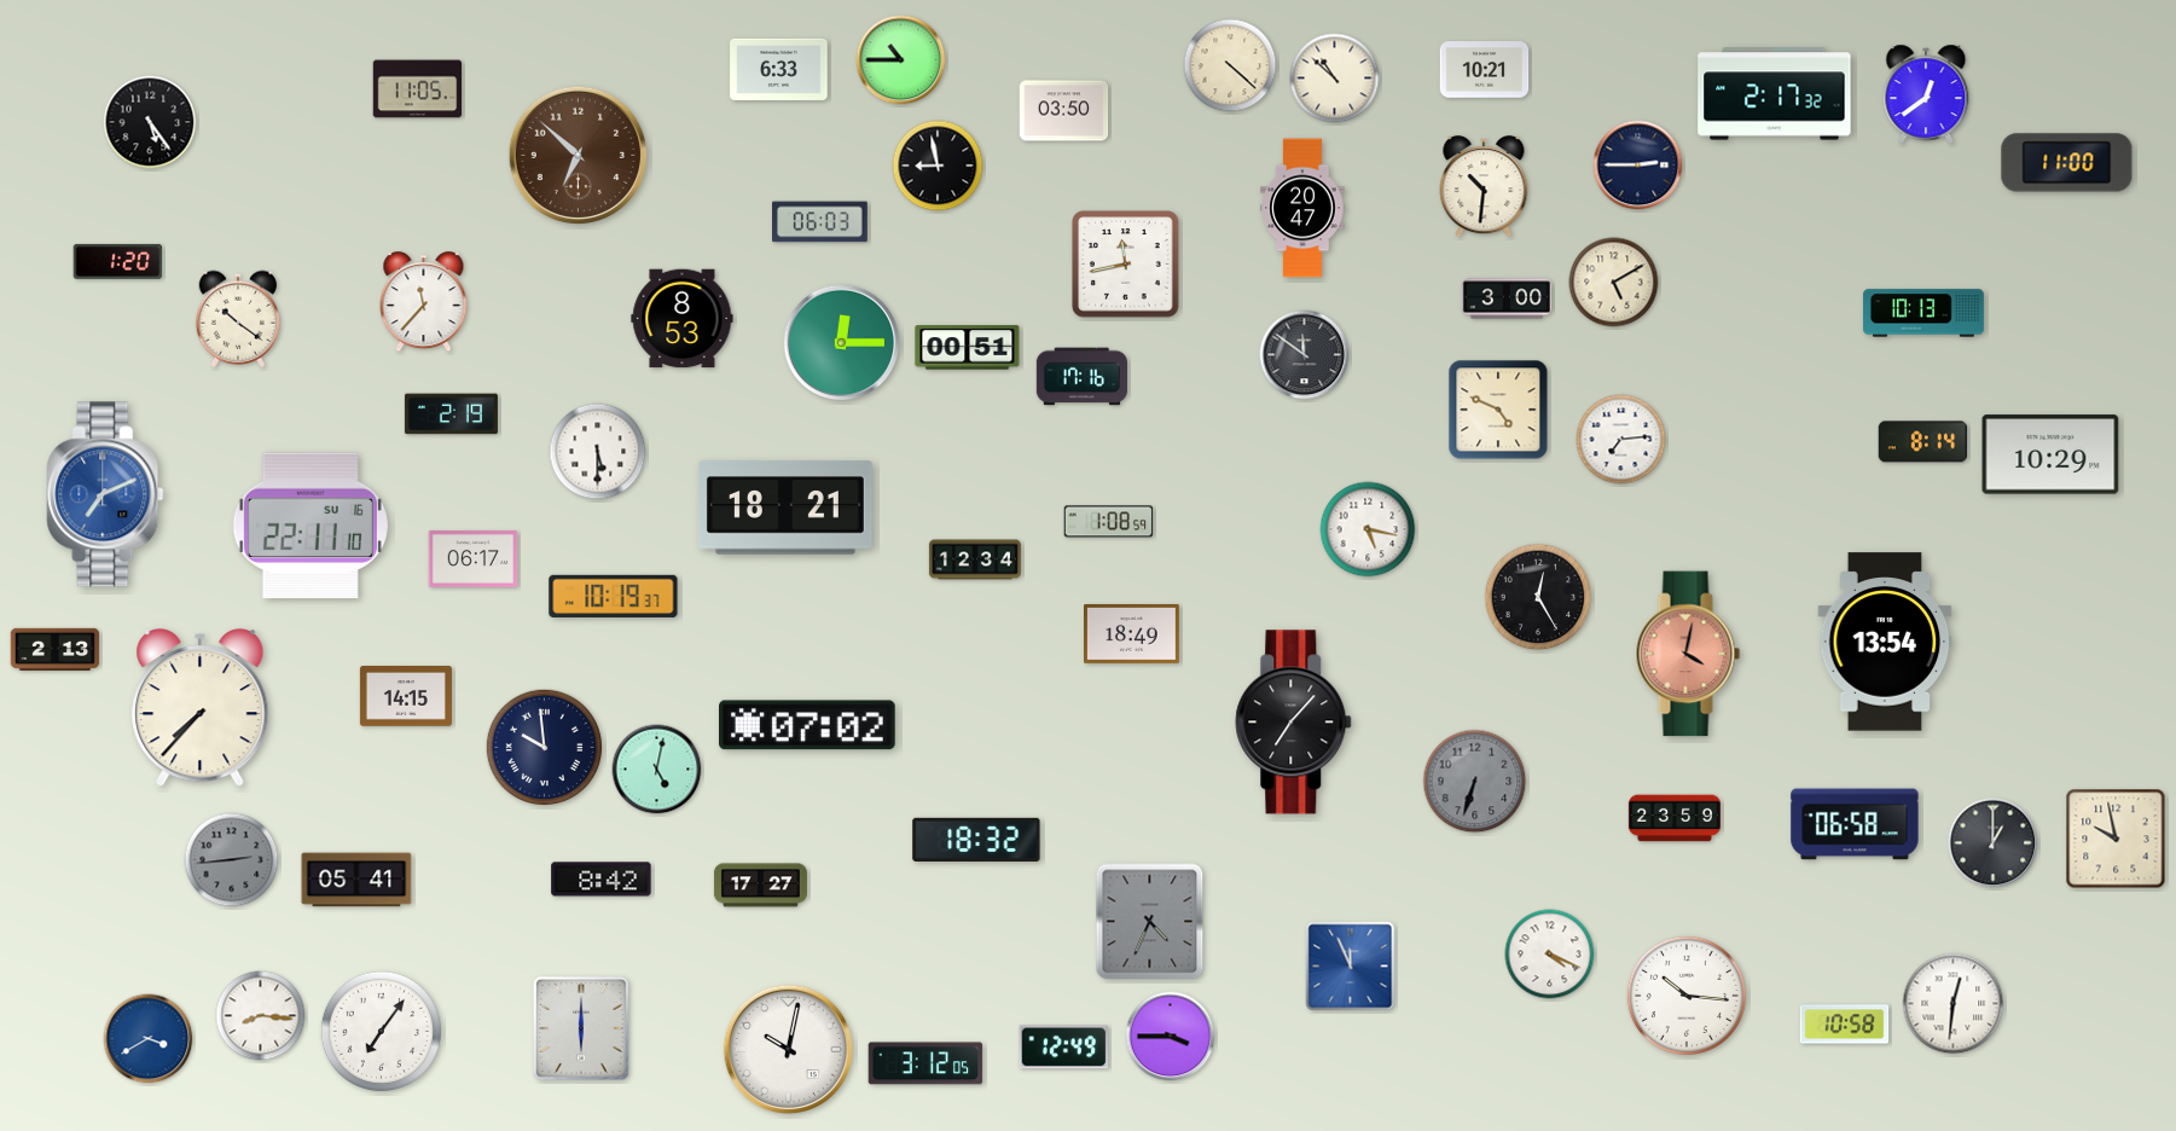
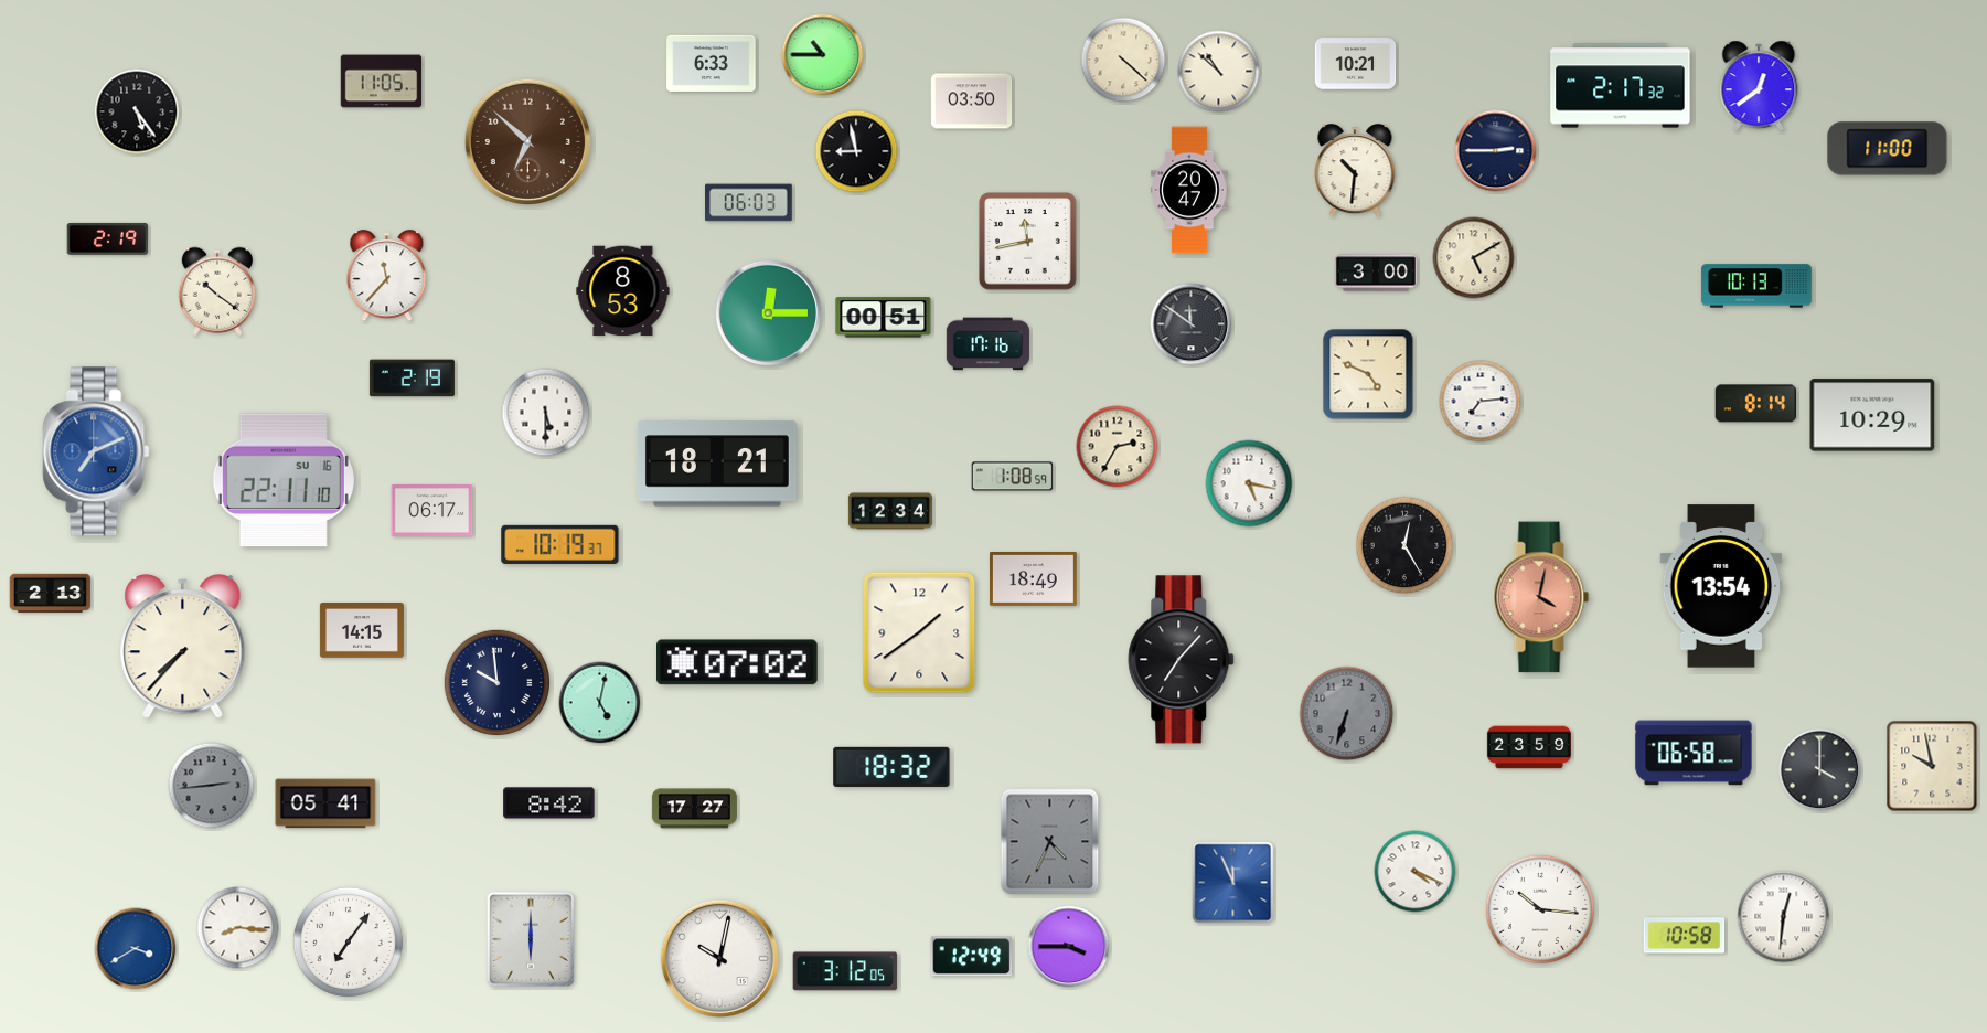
clock at (118, 261): 1:20 -> 2:19
clock at (1118, 447): none -> 2:35
clock at (919, 632): none -> 1:39
clock at (406, 696) position: (406, 696) -> (362, 630)
clock at (1994, 843): 1:00 -> 4:00
